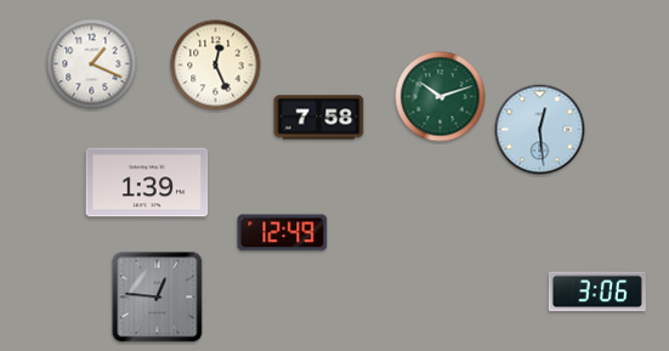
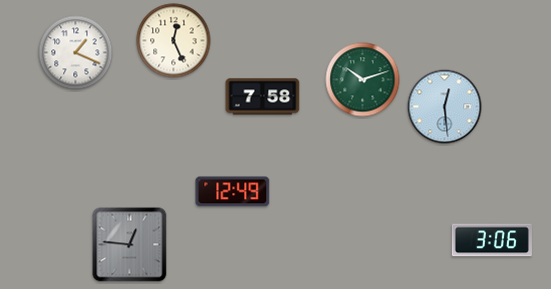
clock at (216, 66) position: (216, 66) -> (174, 41)
clock at (147, 182): 1:39 -> none
